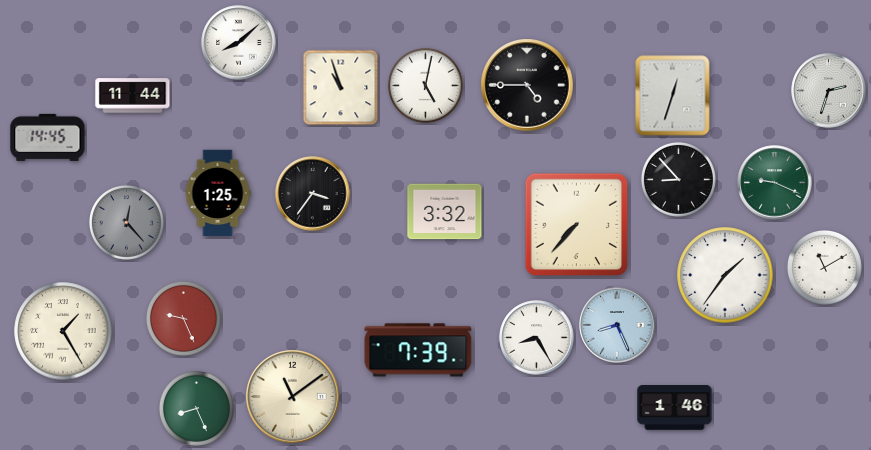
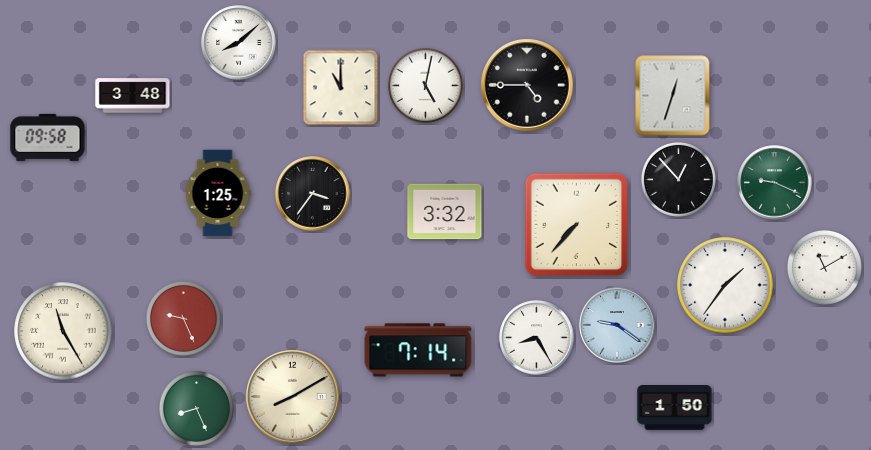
clock at (341, 88): 10:57 -> 11:00
clock at (829, 91): 2:33 -> none
clock at (133, 96): 11:44 -> 3:48
clock at (48, 137): 14:45 -> 09:58
clock at (678, 179): 8:53 -> 12:53
clock at (126, 222): 12:23 -> none
clock at (725, 275) position: (725, 275) -> (725, 285)
clock at (617, 325): 8:26 -> 9:21
clock at (63, 331): 1:25 -> 11:25
clock at (418, 350): 7:39 -> 7:14
clock at (293, 397): 11:09 -> 8:10
clock at (675, 408): 1:46 -> 1:50
